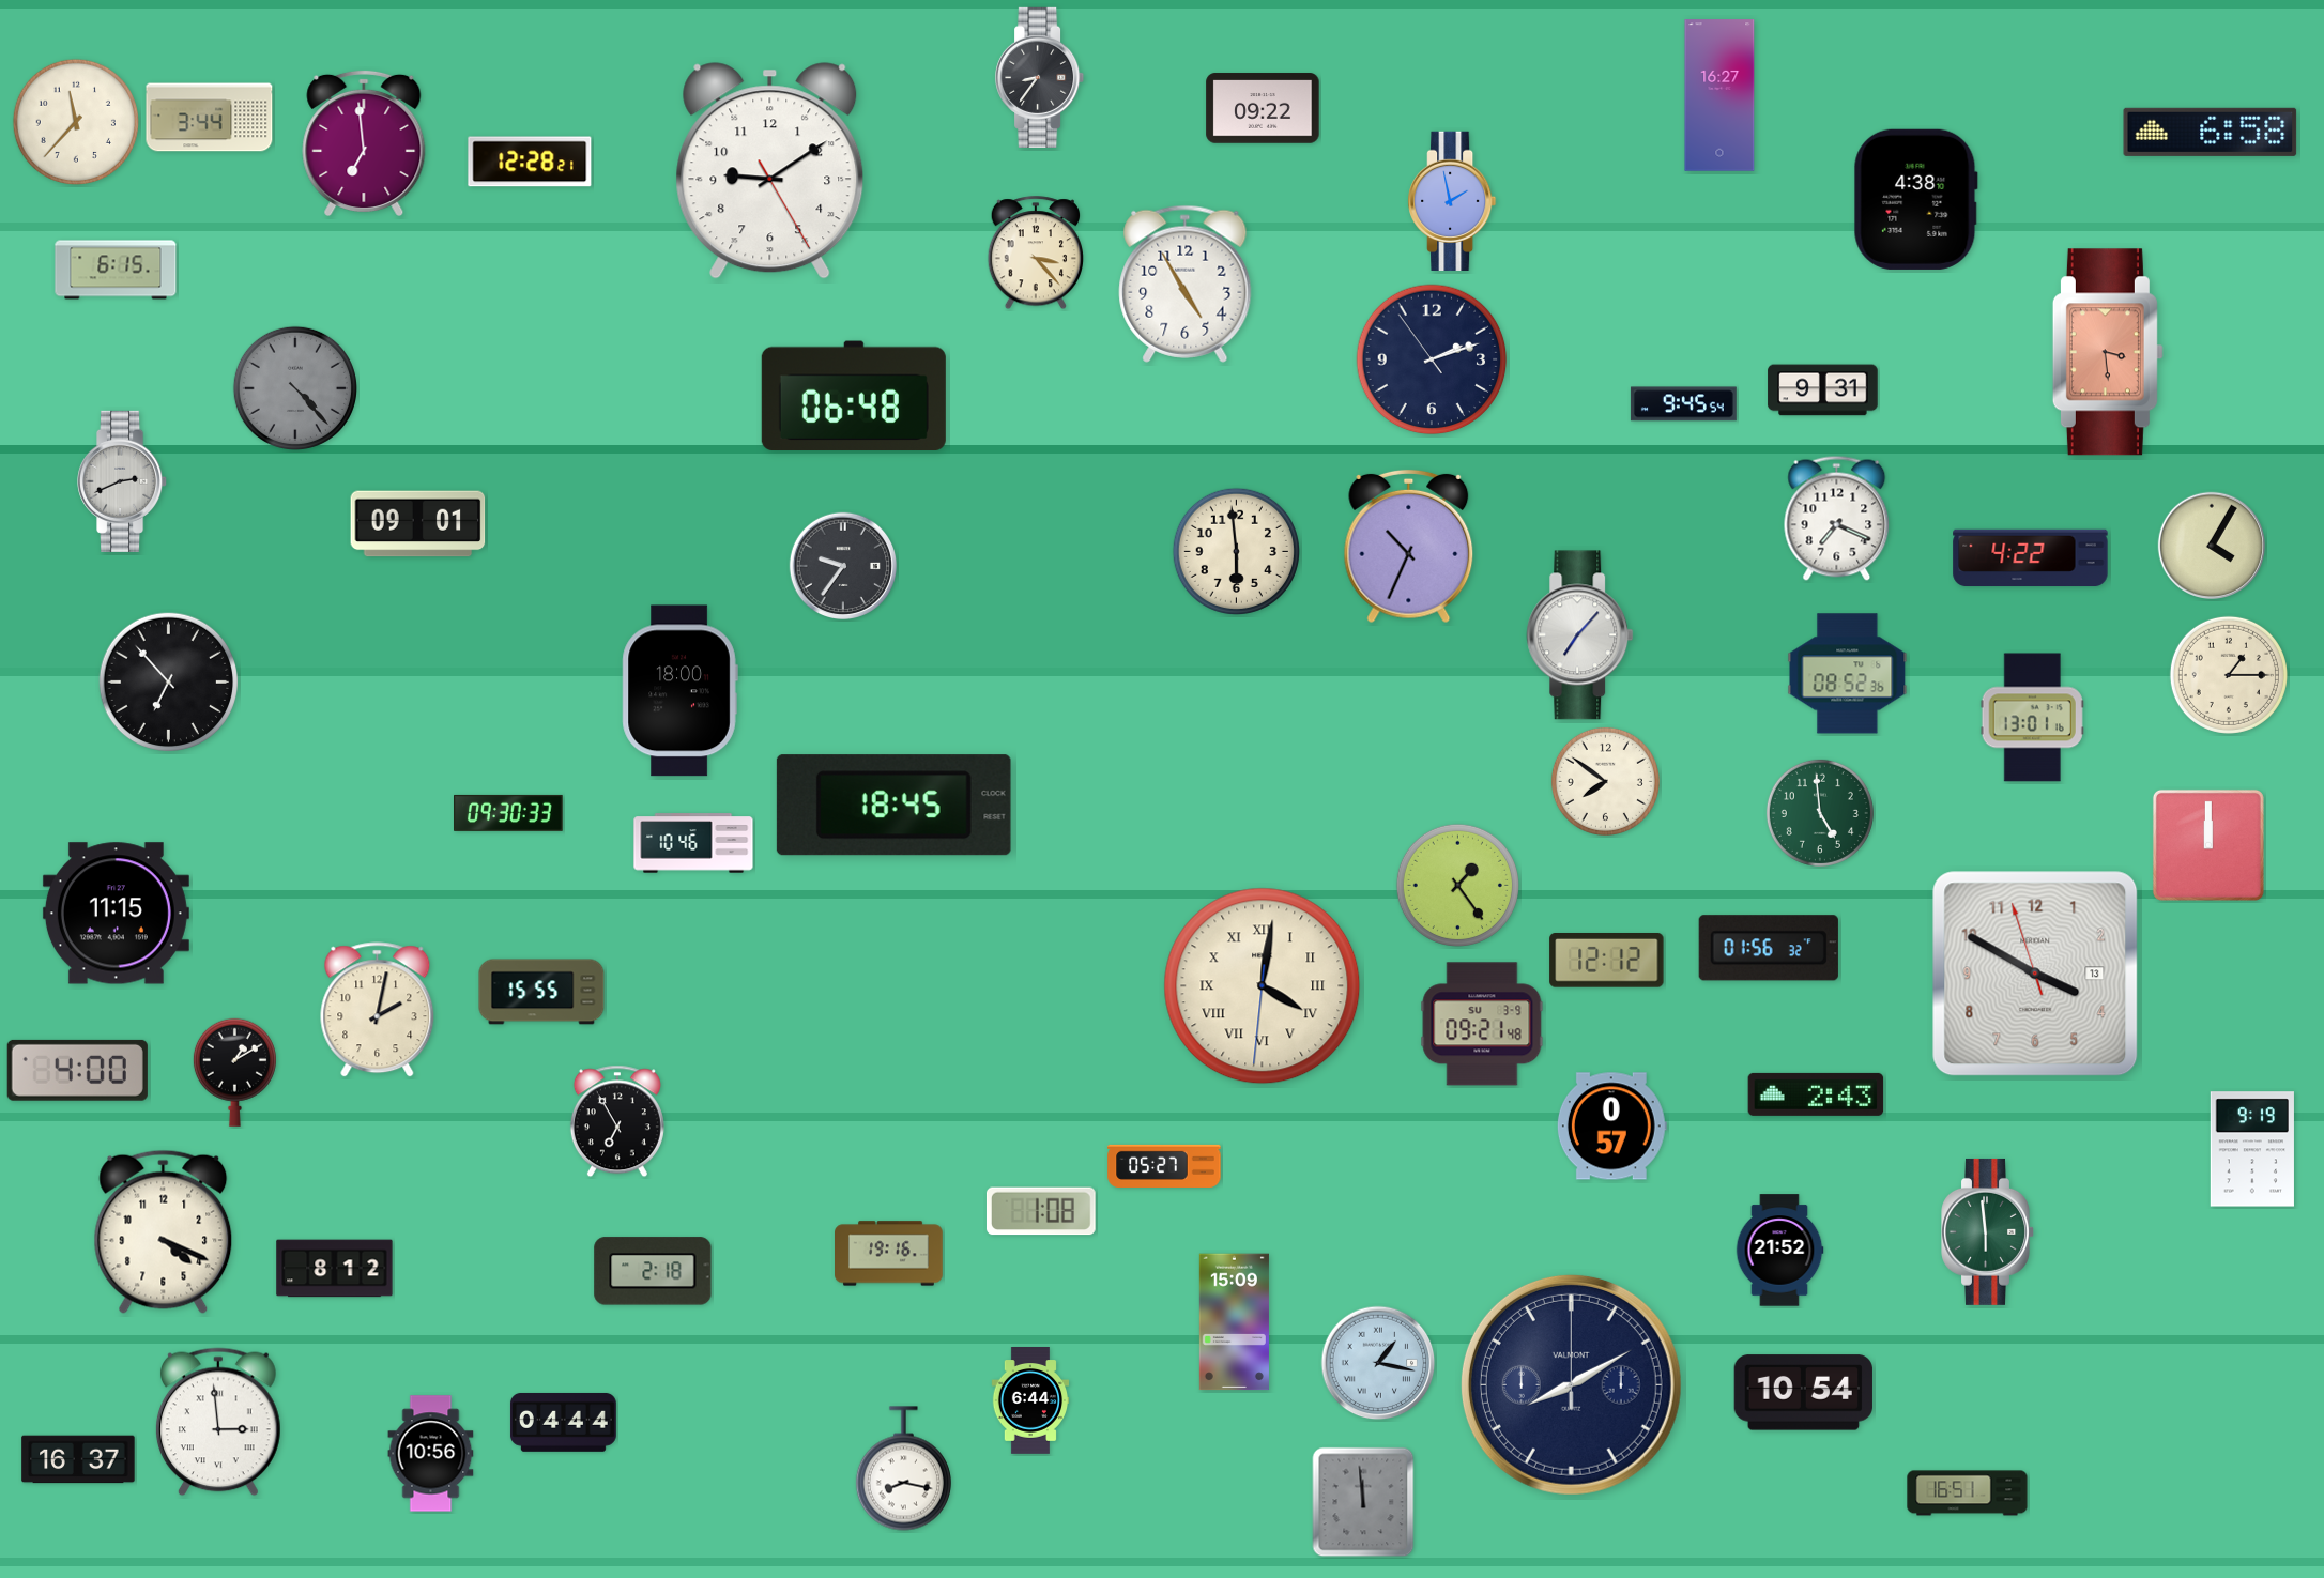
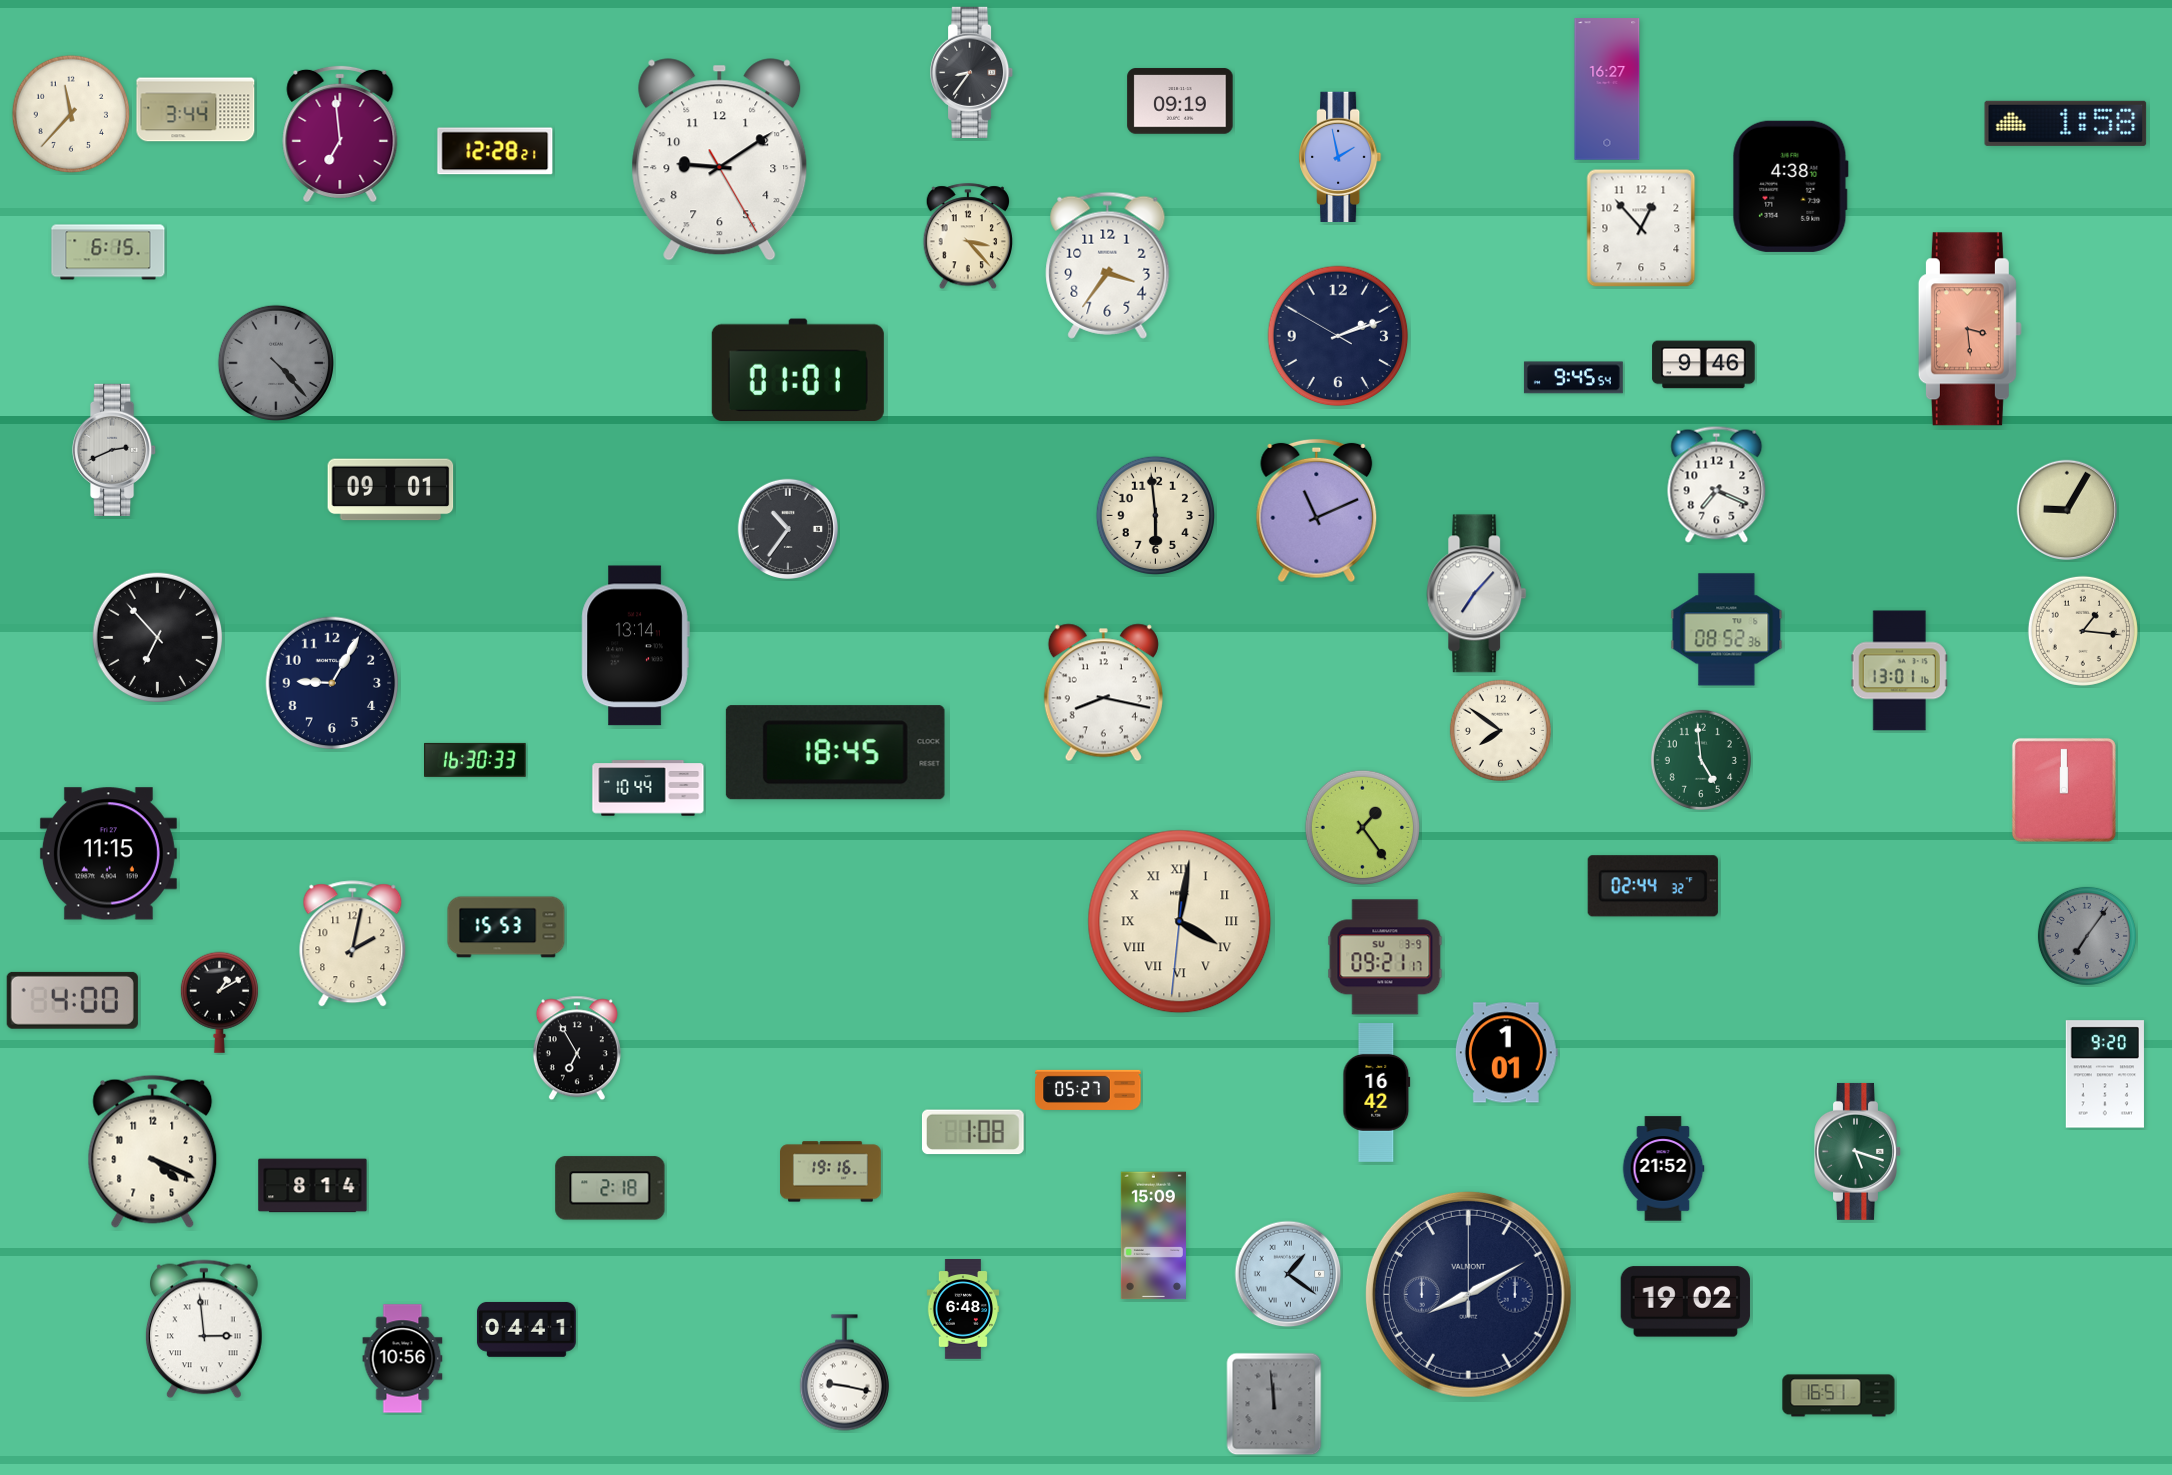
clock at (1263, 108): 09:22 -> 09:19
clock at (2211, 132): 6:58 -> 1:58
clock at (1452, 200) position: (1452, 200) -> (1340, 156)
clock at (1641, 228): none -> 12:53
clock at (1186, 284): 4:55 -> 3:36
clock at (1432, 359): 2:11:54 -> 2:11:50
clock at (1823, 390): 9:31 -> 9:46
clock at (854, 396): 06:48 -> 01:01
clock at (2212, 546): 4:05 -> 9:05
clock at (1409, 547): 10:34 -> 11:11
clock at (2031, 558): 4:22 -> none
clock at (843, 566): 9:36 -> 10:36
clock at (2229, 675): 1:15 -> 1:16
clock at (679, 691): 18:00 -> 13:14
clock at (332, 683): none -> 9:05
clock at (1103, 693): none -> 8:17
clock at (508, 813): 09:30 -> 16:30
clock at (693, 843): 10:46 -> 10:44
clock at (1769, 948): 01:56 -> 02:44
clock at (1607, 961): 12:12 -> none
clock at (2035, 974): 3:49 -> none
clock at (541, 992): 15:55 -> 15:53
clock at (2087, 936): none -> 7:06
clock at (1482, 1024): 09:21:48 -> 09:21:17
clock at (1816, 1094): 2:43 -> none
clock at (1611, 1127): 0:57 -> 1:01
clock at (2252, 1149): 9:19 -> 9:20
clock at (1377, 1093): none -> 16:42
clock at (1988, 1231): 5:59 -> 5:18
clock at (335, 1269): 8:12 -> 8:14
clock at (1378, 1363): 1:17 -> 1:21
clock at (1803, 1393): 10:54 -> 19:02
clock at (1030, 1401): 6:44 -> 6:48
clock at (563, 1423): 04:44 -> 04:41
clock at (78, 1459): 16:37 -> none
clock at (903, 1469): 8:17 -> 9:17
